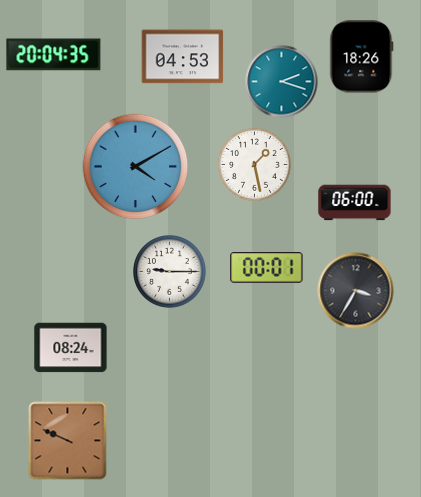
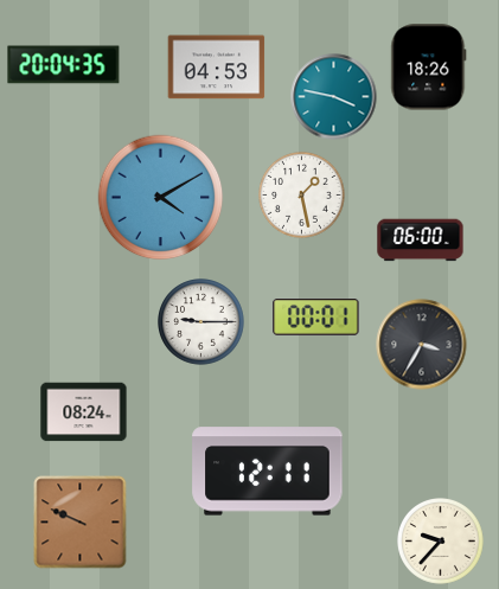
clock at (282, 82): 2:18 -> 3:47
clock at (268, 472): none -> 12:11
clock at (441, 542): none -> 9:37
